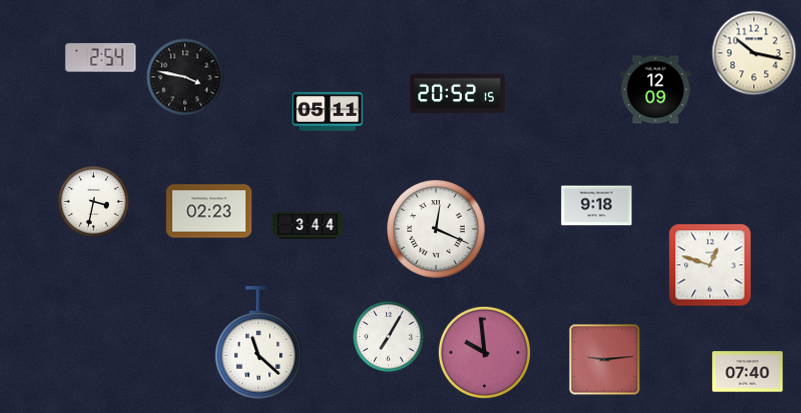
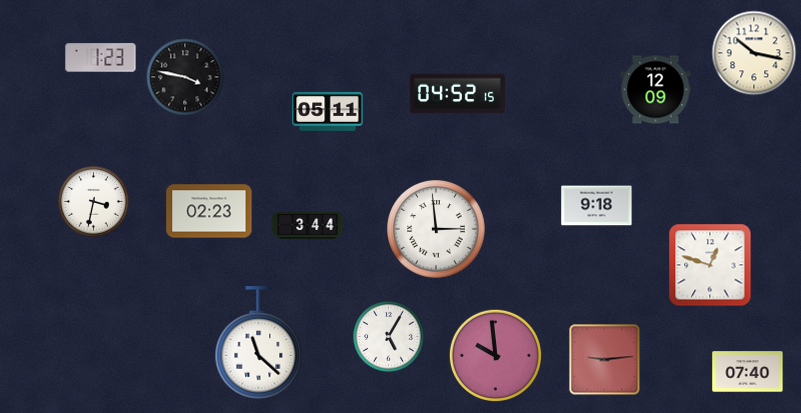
clock at (101, 58): 2:54 -> 1:23
clock at (457, 94): 20:52 -> 04:52
clock at (436, 229): 12:19 -> 2:59
clock at (389, 337): 7:05 -> 5:05
clock at (484, 352) position: (484, 352) -> (495, 355)
